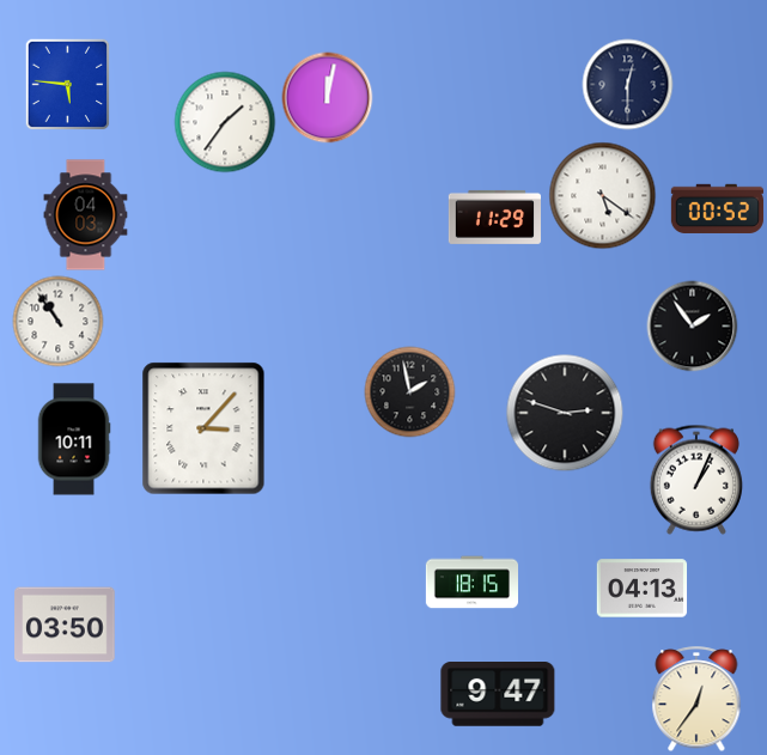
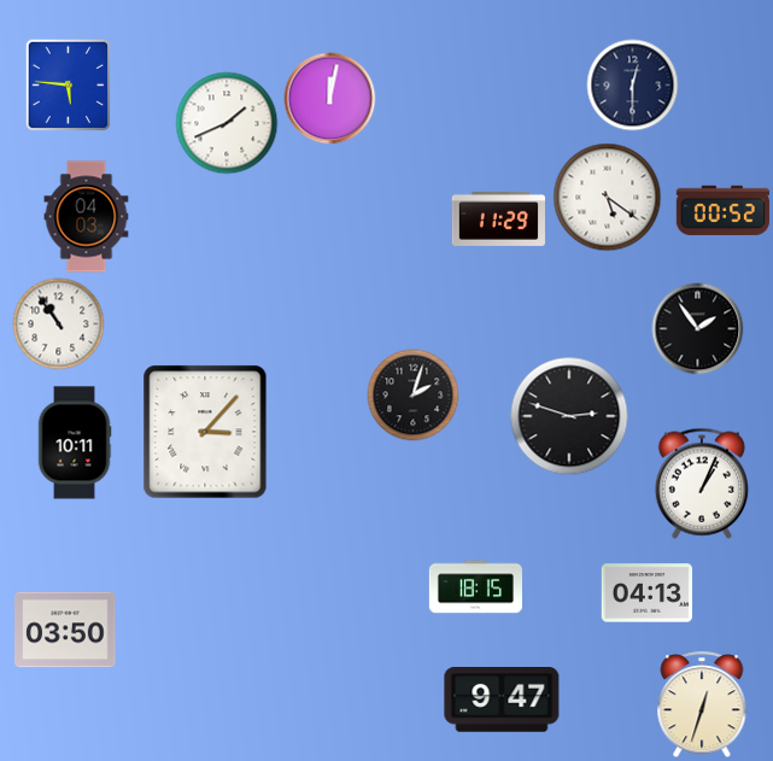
clock at (225, 122): 1:36 -> 1:41
clock at (410, 392): 1:58 -> 2:03
clock at (696, 700): 12:36 -> 12:33
